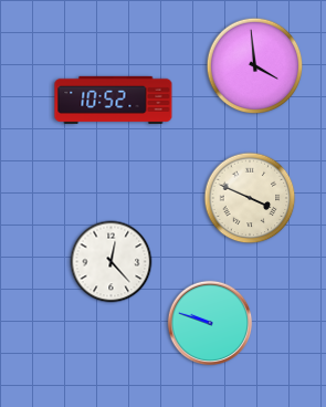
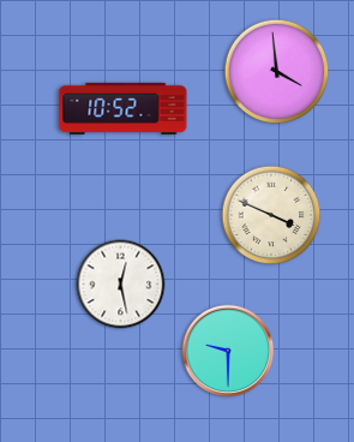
clock at (112, 262): 12:23 -> 12:28
clock at (210, 323): 9:48 -> 9:30
